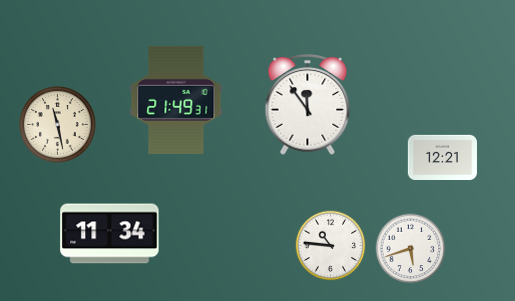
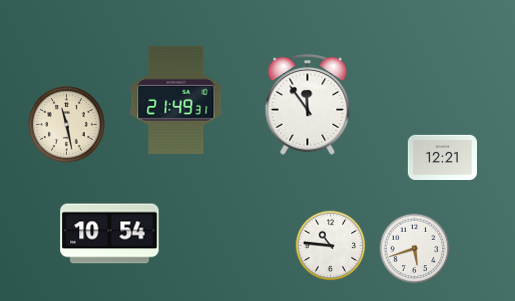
clock at (58, 125) position: (58, 125) -> (67, 125)
clock at (110, 234): 11:34 -> 10:54
clock at (411, 249) position: (411, 249) -> (415, 249)
